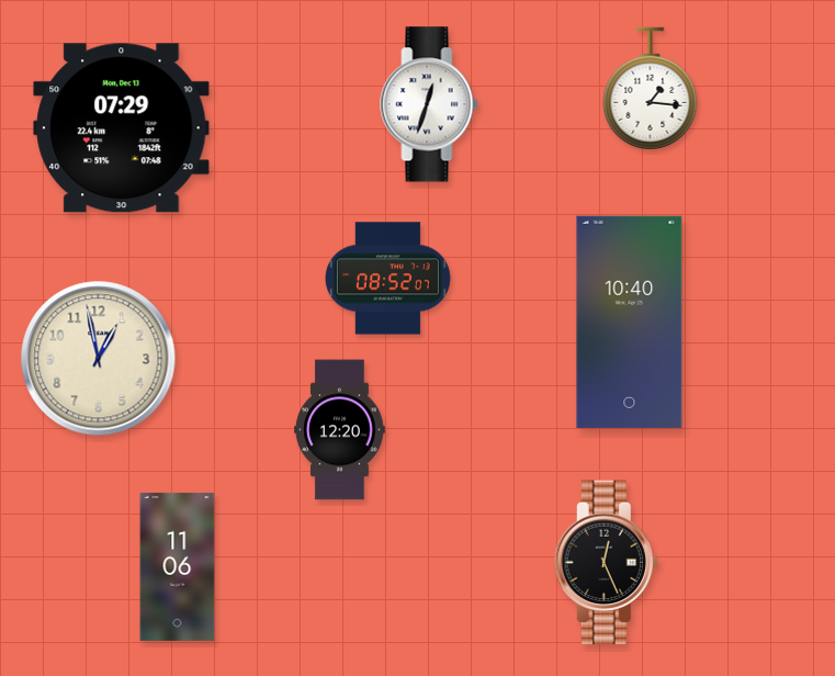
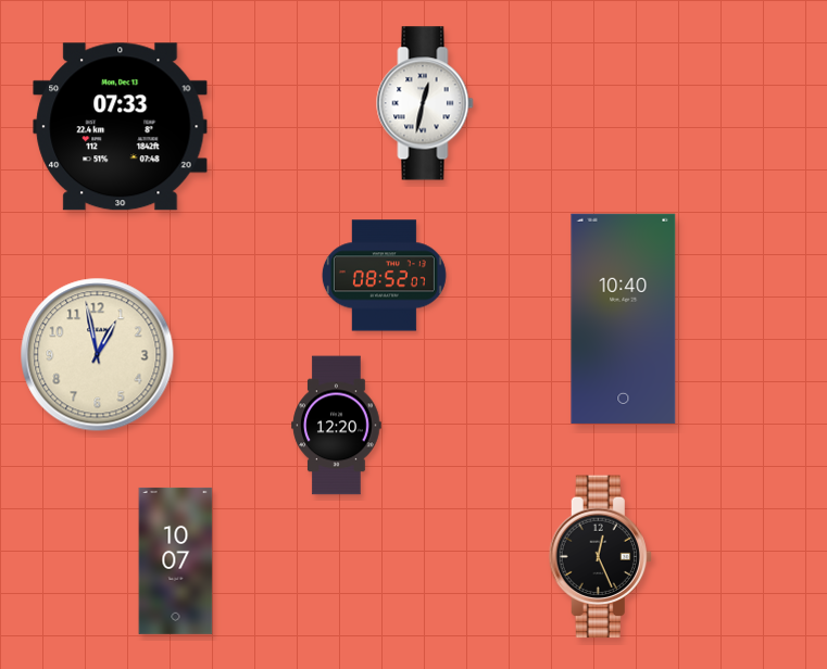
clock at (651, 89): 1:16 -> none
clock at (429, 104): 12:33 -> 12:32
clock at (122, 128): 07:29 -> 07:33
clock at (178, 566): 11:06 -> 10:07
